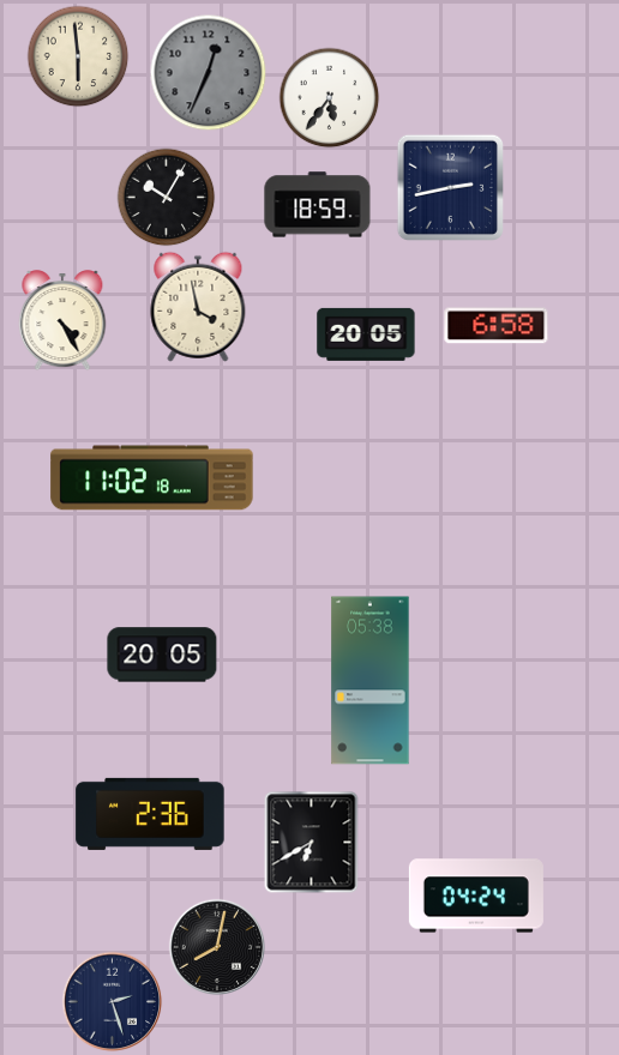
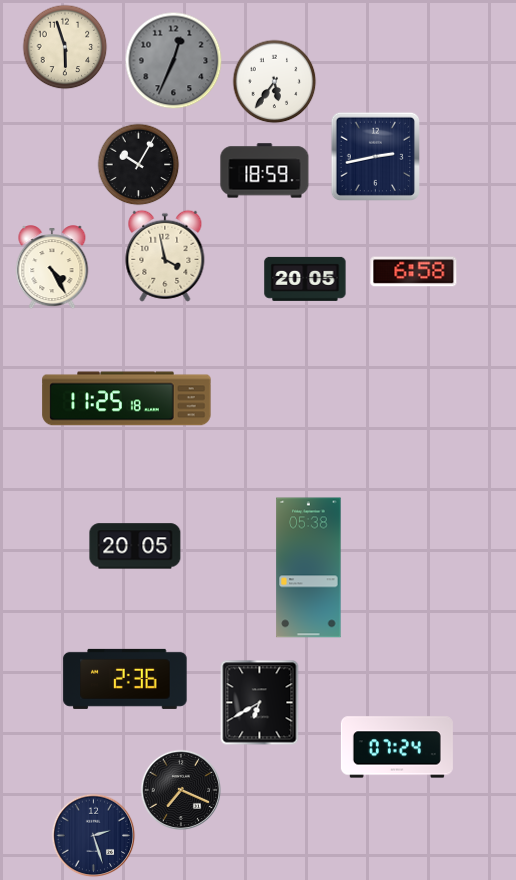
clock at (78, 56): 5:59 -> 5:57
clock at (152, 478): 11:02 -> 11:25
clock at (476, 896): 04:24 -> 07:24
clock at (216, 946): 8:02 -> 7:19
